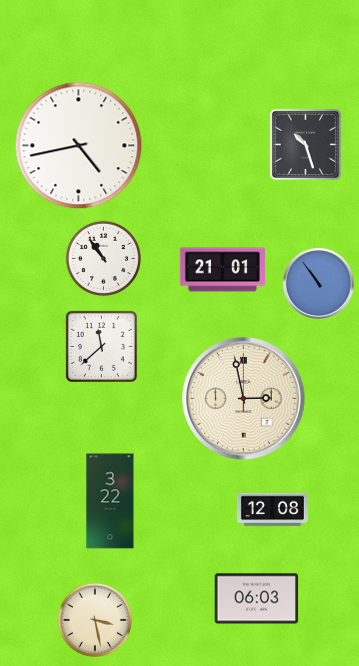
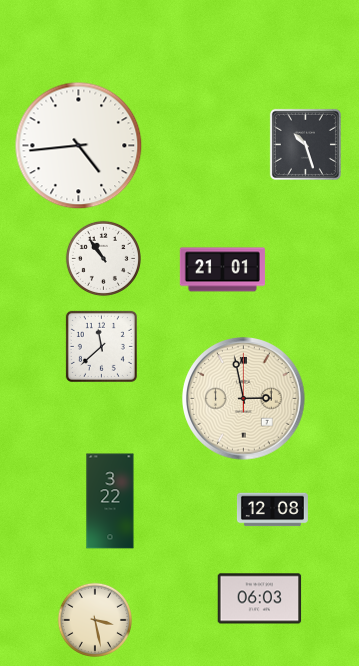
clock at (79, 146): 4:43 -> 4:44
clock at (318, 283): 10:54 -> none
clock at (257, 599) position: (257, 599) -> (260, 599)
